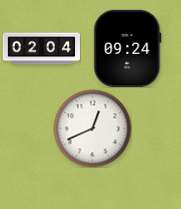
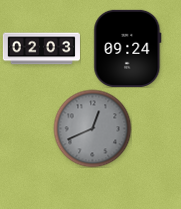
clock at (41, 49): 02:04 -> 02:03
clock at (92, 128) dial: white -> grey
